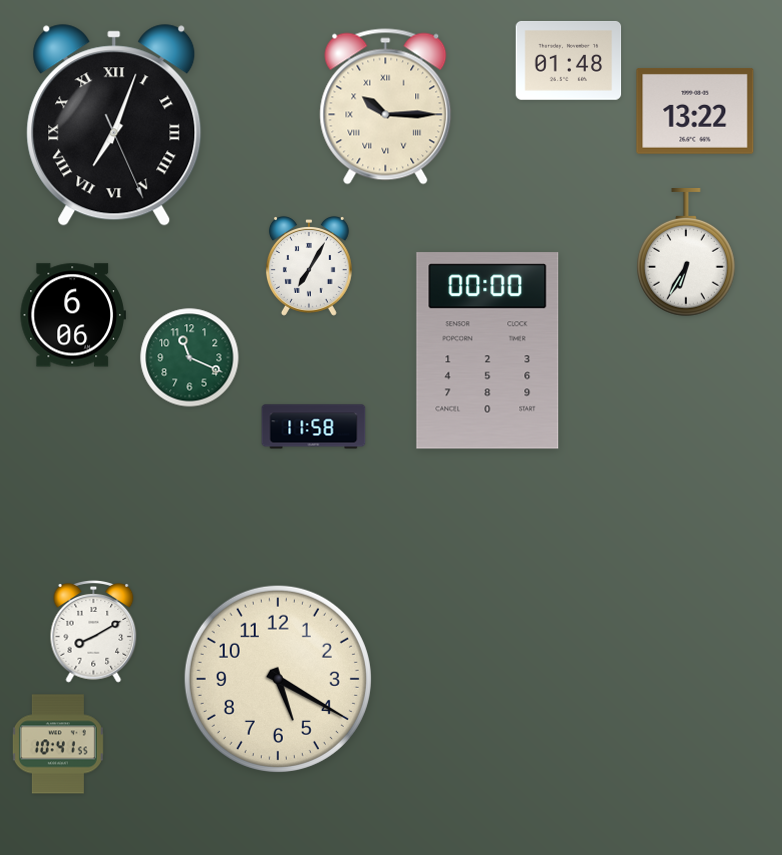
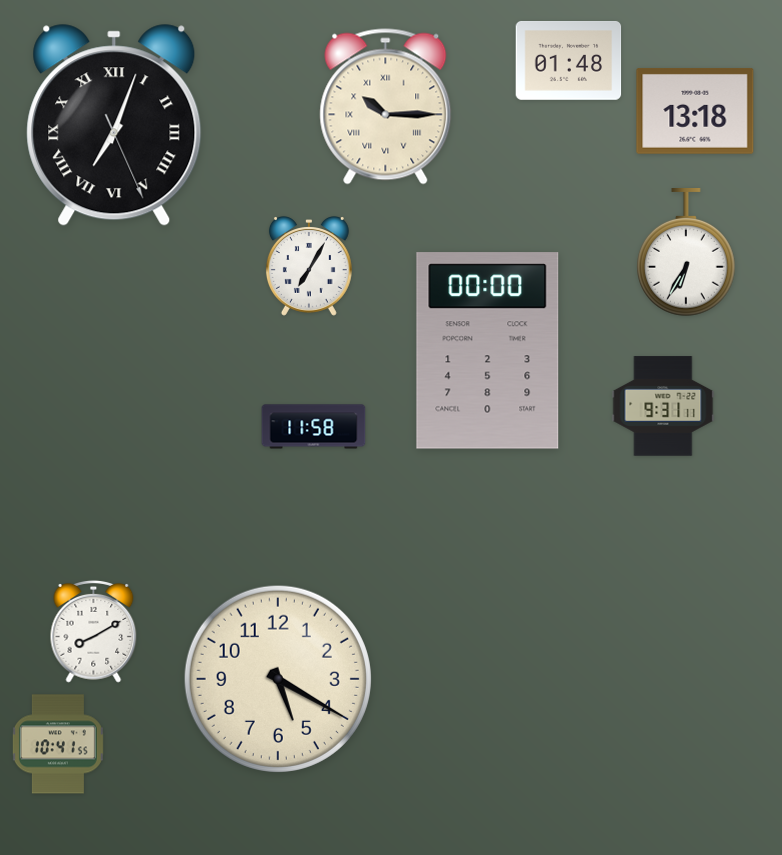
clock at (695, 112): 13:22 -> 13:18
clock at (72, 315): 6:06 -> none
clock at (190, 358): 11:19 -> none
clock at (663, 406): none -> 9:31
